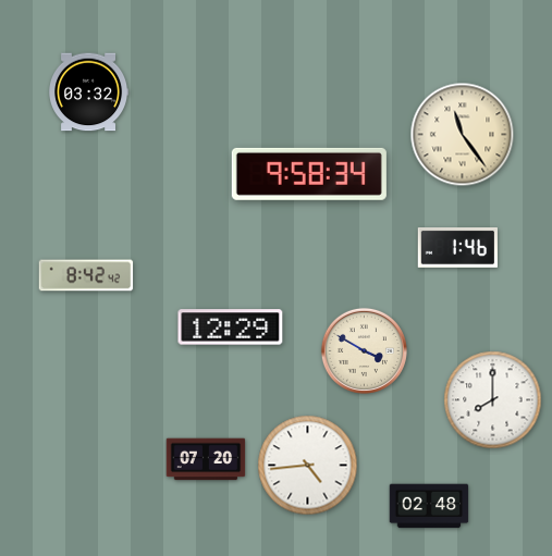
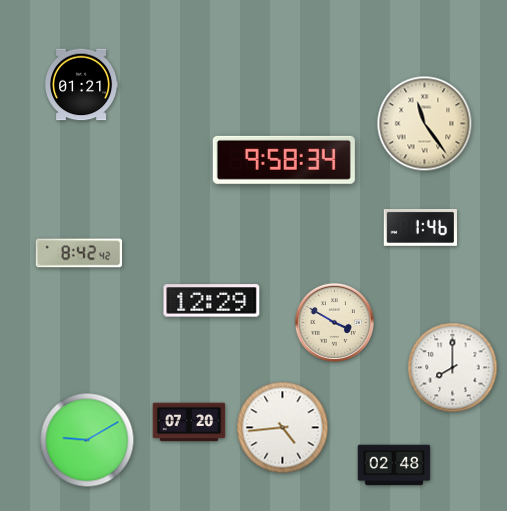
clock at (89, 92): 03:32 -> 01:21
clock at (87, 440): none -> 9:10
